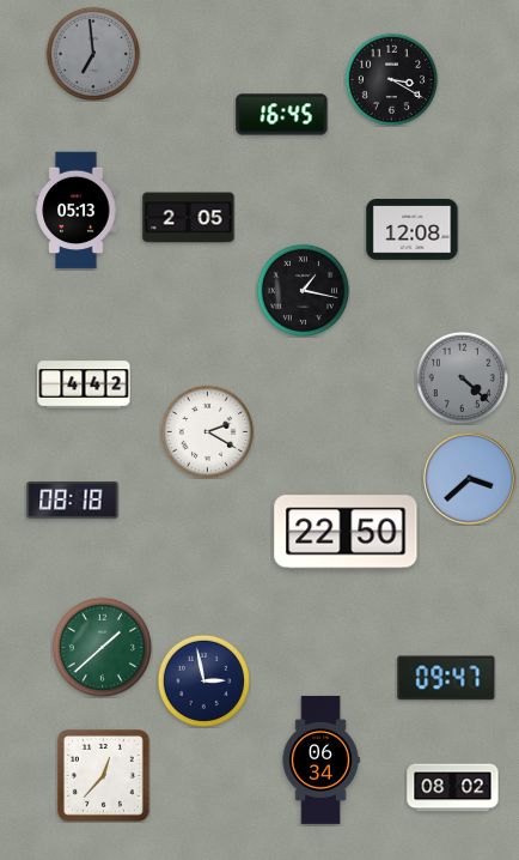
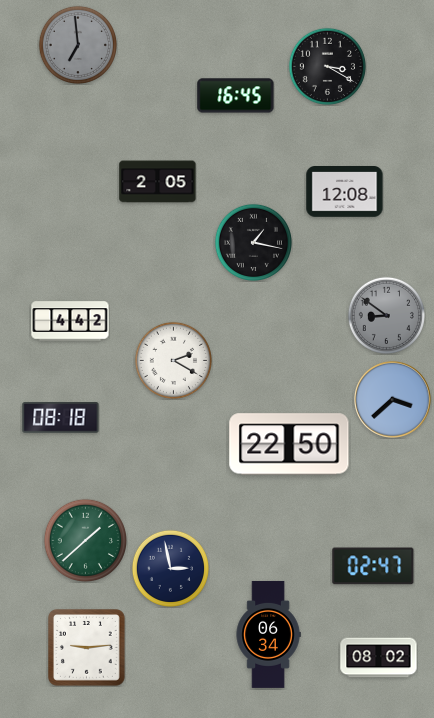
clock at (77, 211): 05:13 -> none
clock at (462, 377): 4:22 -> 8:51
clock at (446, 678): 09:47 -> 02:47
clock at (104, 776): 12:37 -> 9:14
